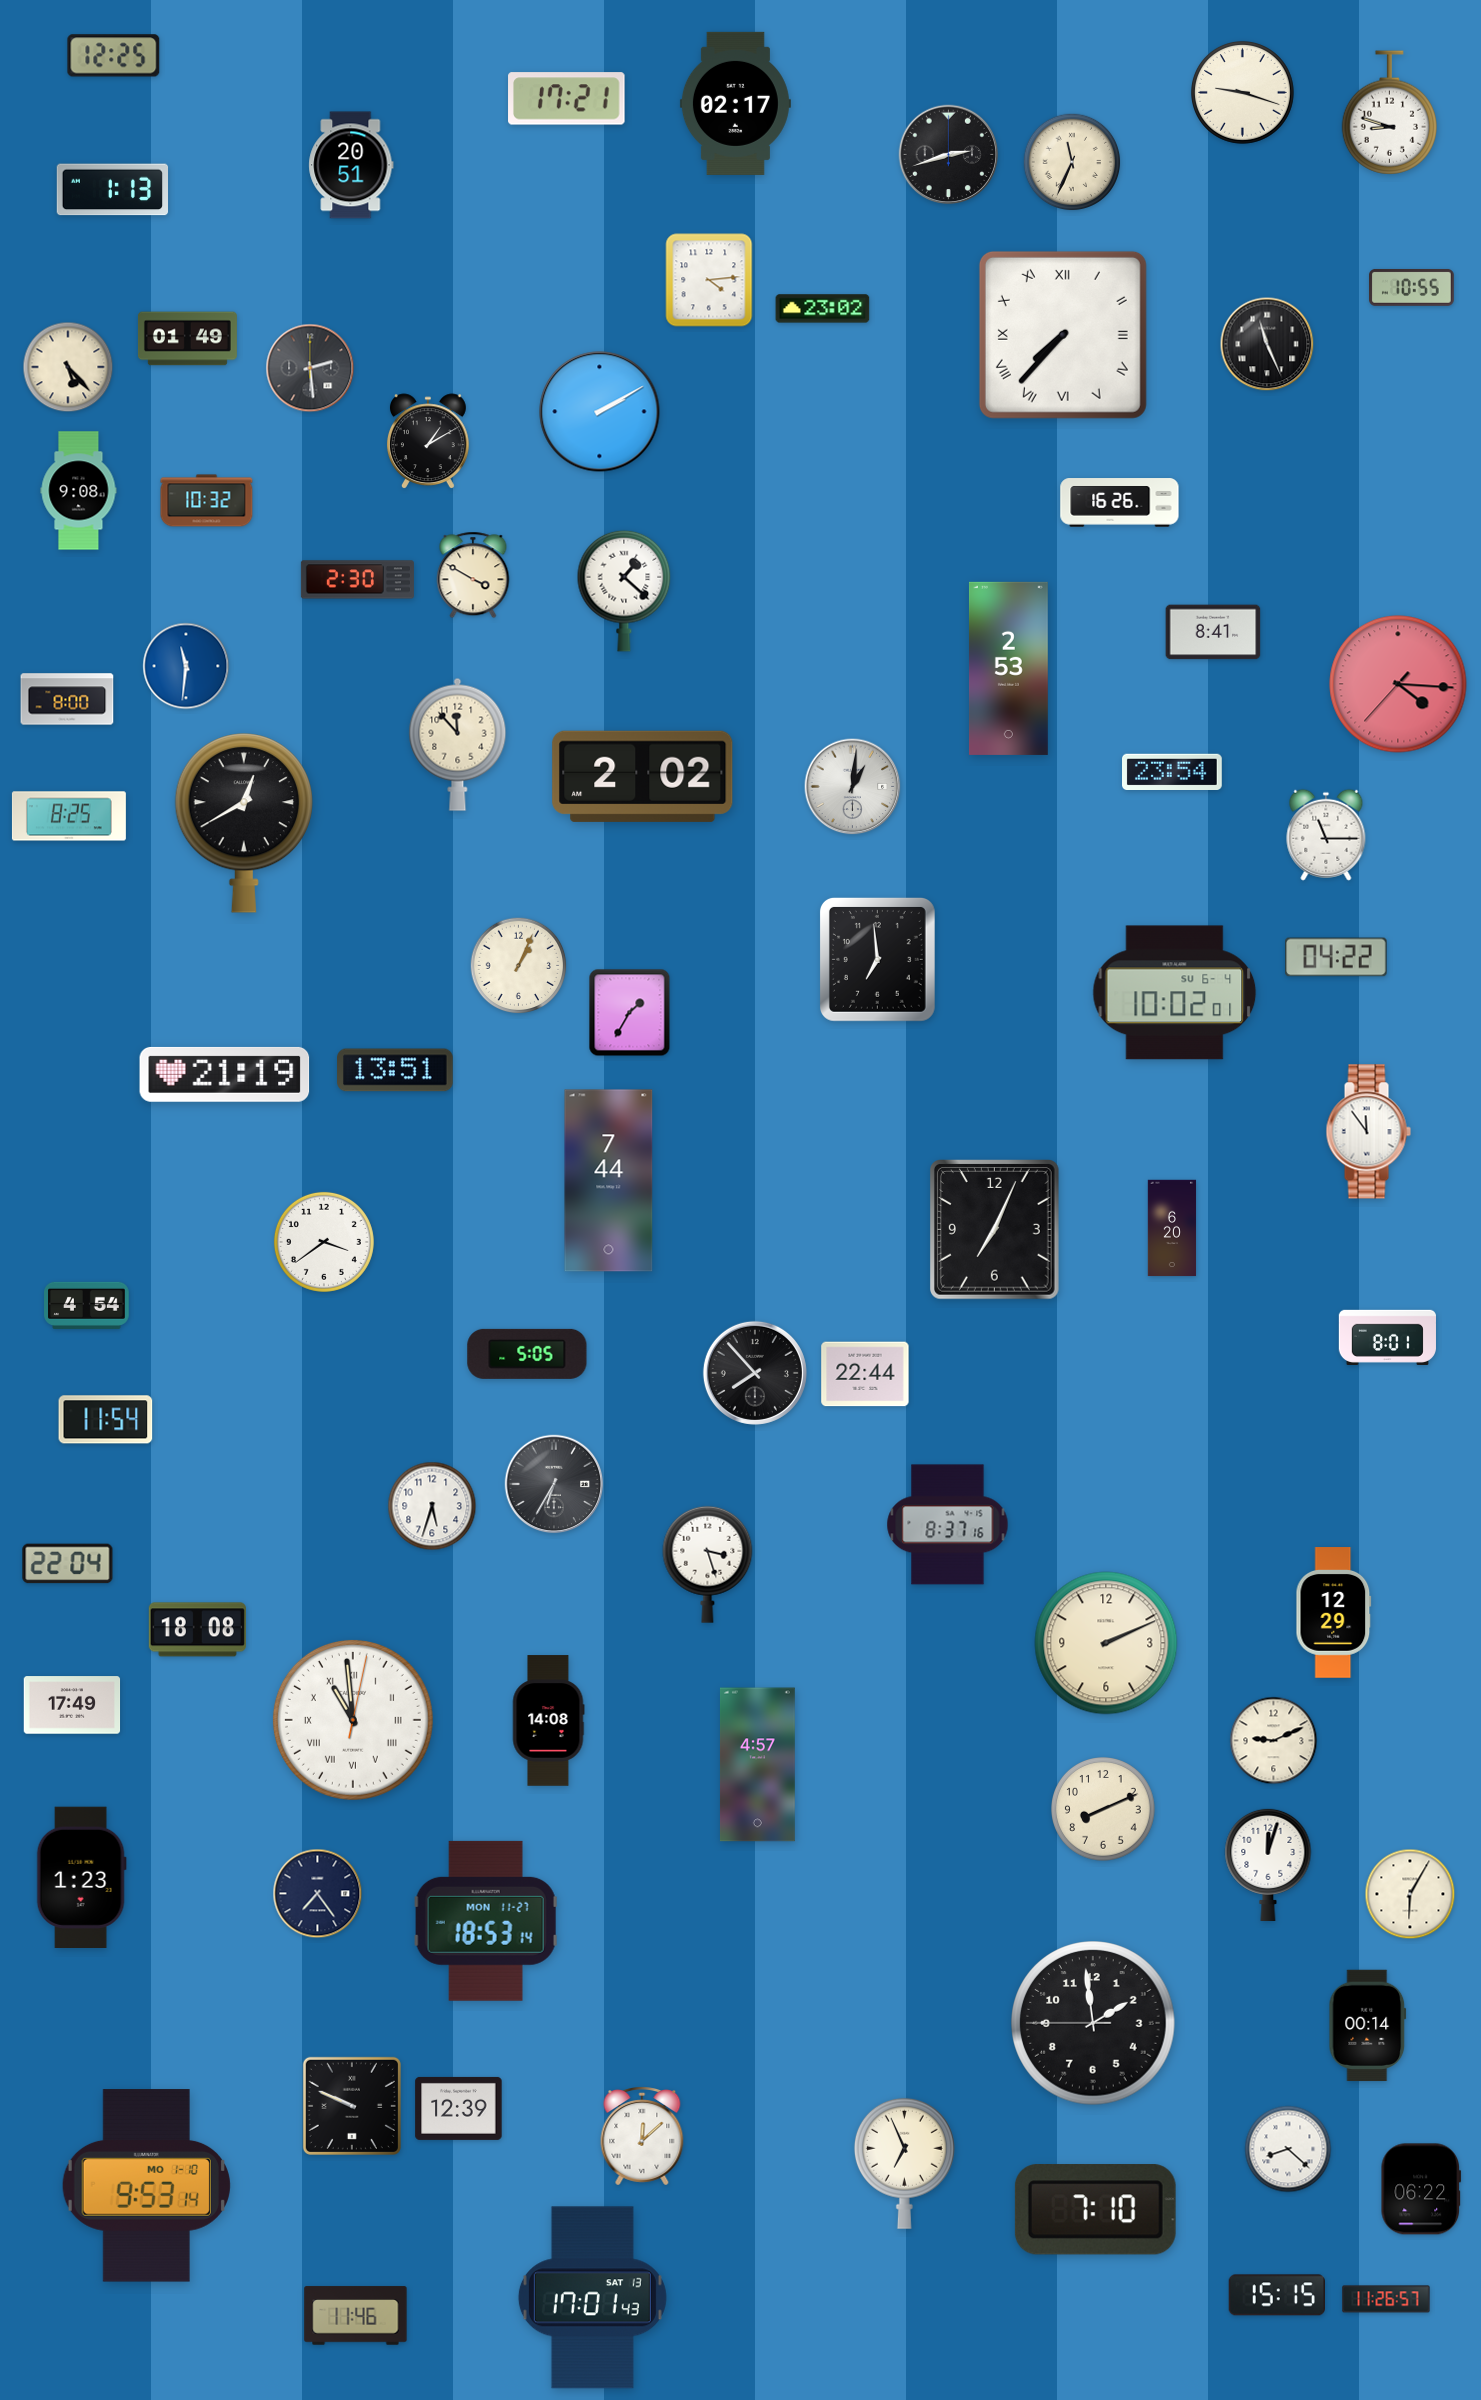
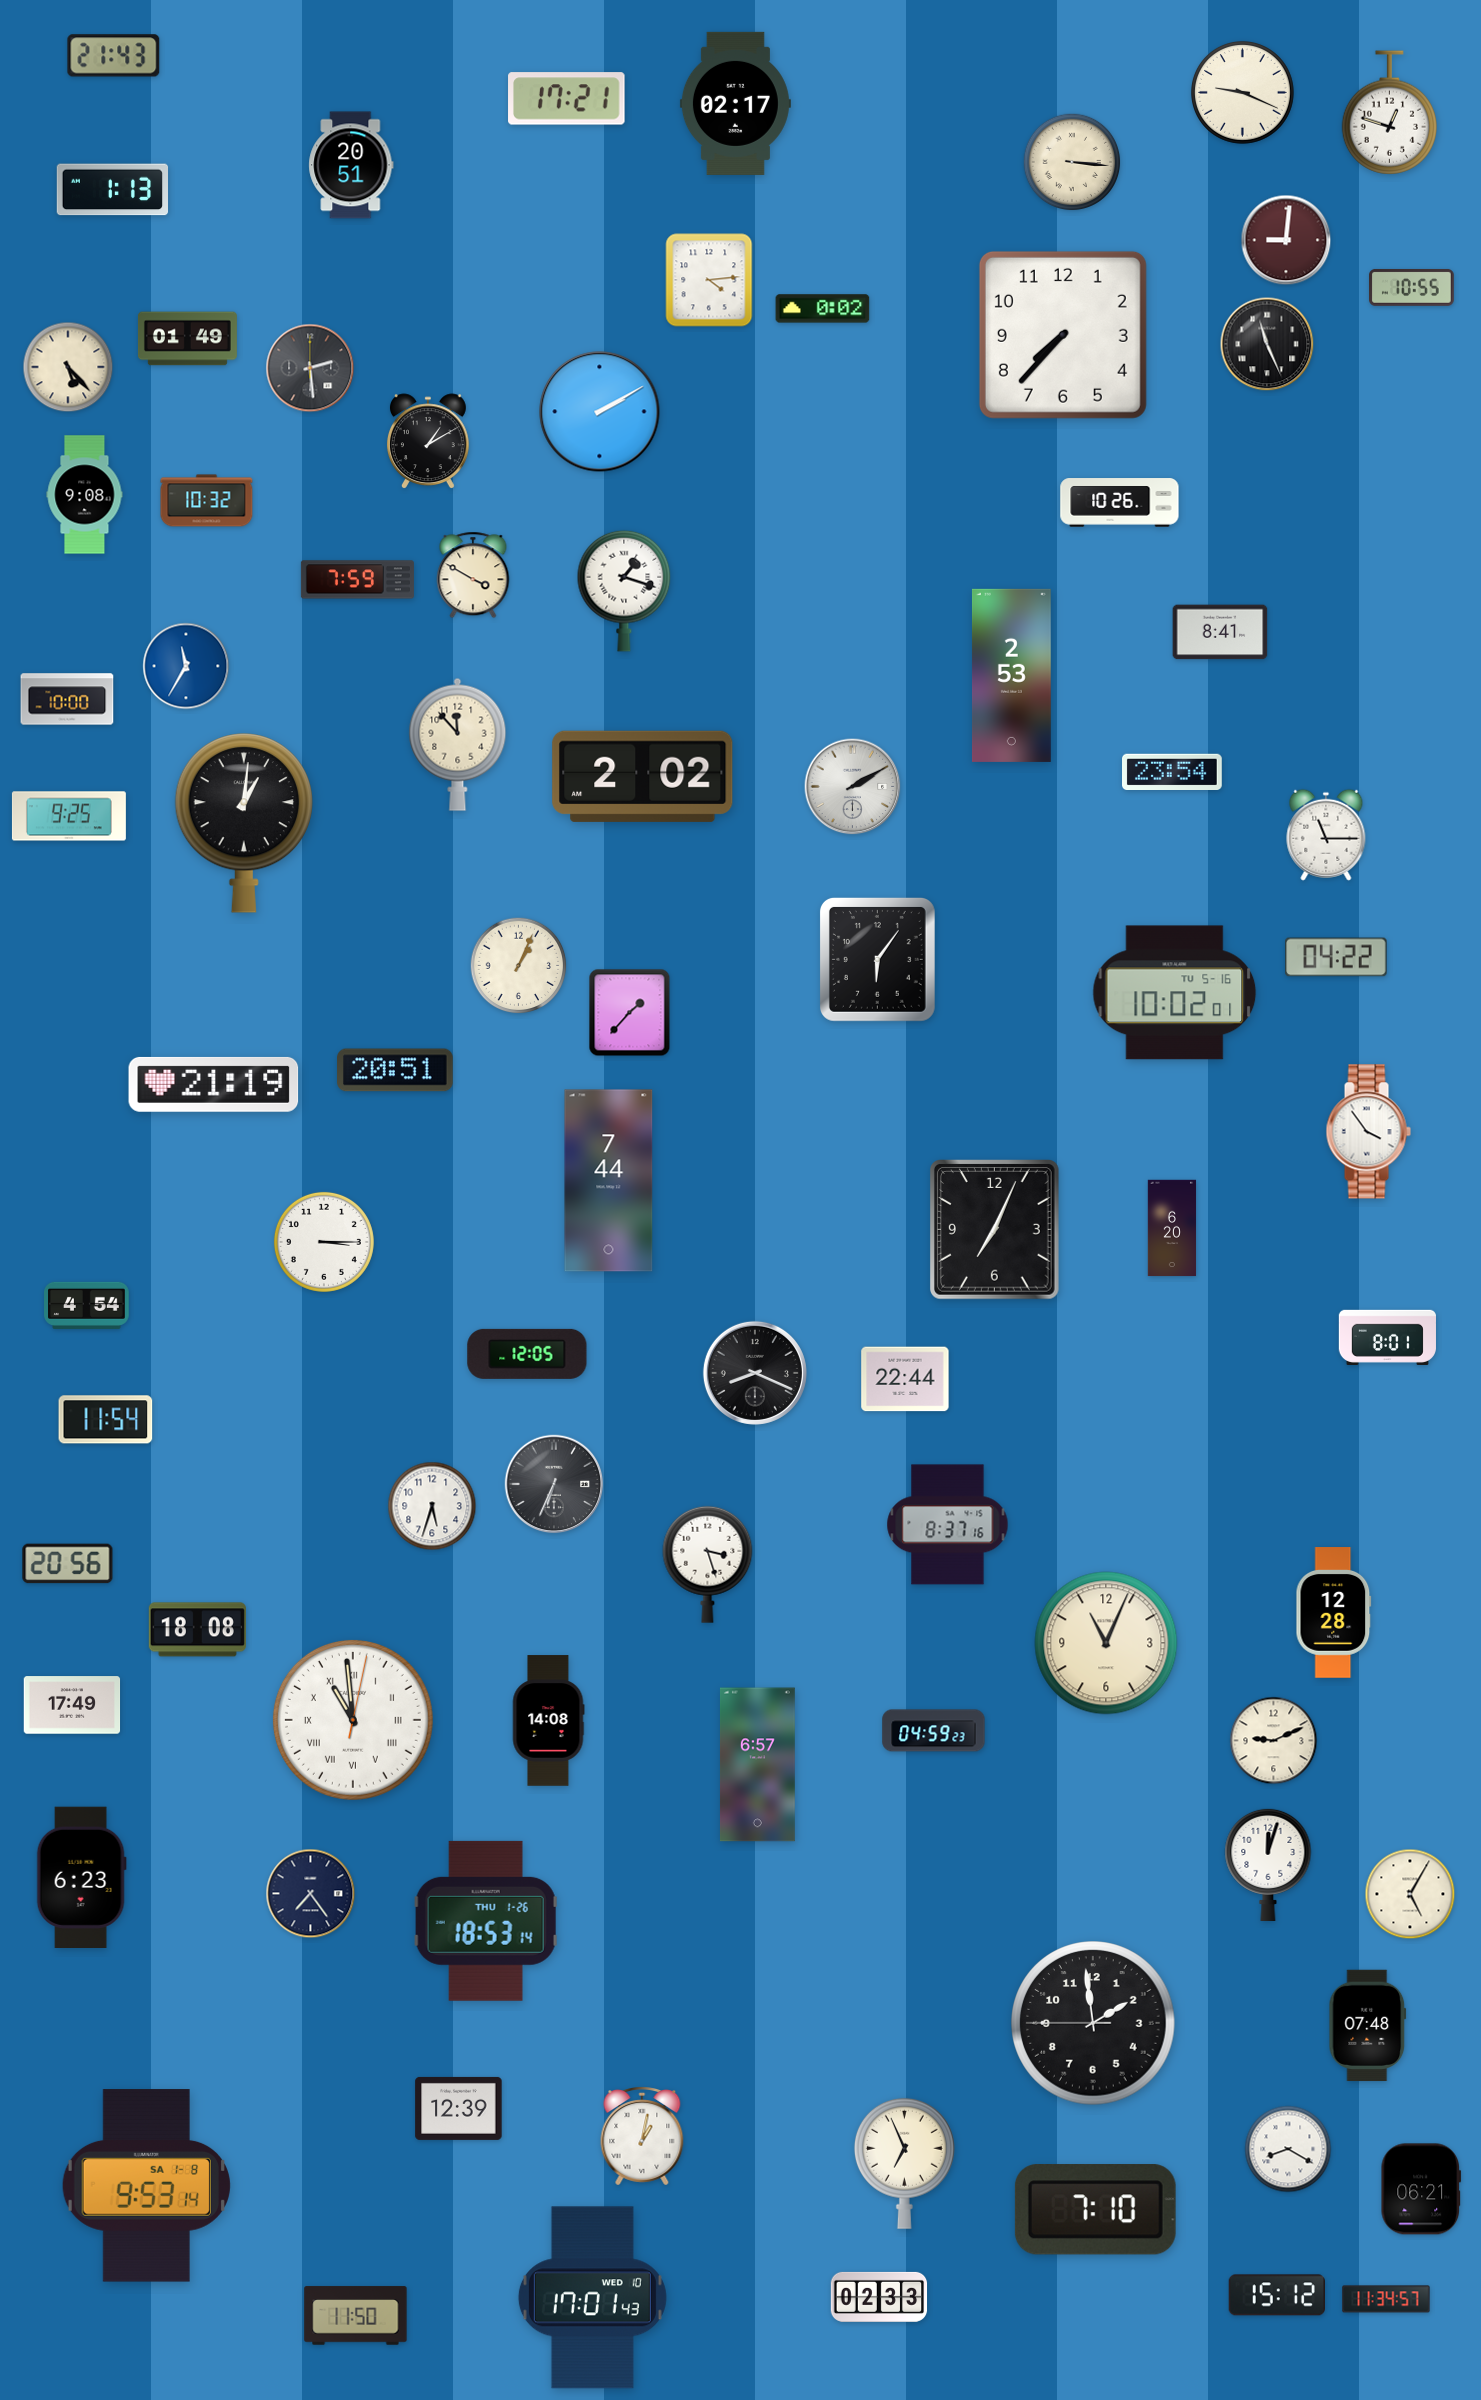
clock at (114, 56): 12:25 -> 21:43
clock at (1242, 92): 9:18 -> 9:19
clock at (1389, 113): 8:48 -> 12:48
clock at (949, 155): 2:42 -> none
clock at (1072, 162): 11:34 -> 3:16
clock at (1286, 240): none -> 9:01
clock at (823, 309): 23:02 -> 0:02
clock at (1063, 335) numerals: Roman -> Arabic
clock at (79, 491) position: (79, 491) -> (85, 495)
clock at (1120, 503): 16:26 -> 10:26
clock at (357, 580): 2:30 -> 7:59
clock at (624, 591): 1:22 -> 1:18
clock at (1213, 632) position: (1213, 632) -> (1220, 632)
clock at (186, 666): 11:31 -> 11:35
clock at (1008, 668) position: (1008, 668) -> (1011, 675)
clock at (1398, 684): 4:15 -> none
clock at (67, 699): 8:00 -> 10:00
clock at (853, 787): 1:01 -> 2:10
clock at (69, 816): 8:25 -> 9:25
clock at (244, 823): 12:40 -> 1:01
clock at (877, 959): 6:59 -> 6:06
clock at (1175, 993) date: SU 6-4 -> TU 5-16
clock at (630, 1013): 1:35 -> 1:37
clock at (395, 1070): 13:51 -> 20:51
clock at (225, 1074) position: (225, 1074) -> (214, 1084)
clock at (1368, 1132): 11:54 -> 3:54
clock at (324, 1242): 3:39 -> 3:15
clock at (527, 1354): 5:05 -> 12:05
clock at (755, 1373): 7:53 -> 8:19
clock at (865, 1374) position: (865, 1374) -> (905, 1379)
clock at (554, 1484): 6:35 -> 6:34
clock at (68, 1564): 22:04 -> 20:56
clock at (1334, 1613): 12:29 -> 12:28
clock at (1106, 1643): 2:11 -> 11:04
clock at (934, 1731): none -> 04:59
clock at (757, 1765): 4:57 -> 6:57
clock at (1104, 1810): 8:11 -> none
clock at (81, 1877): 1:23 -> 6:23
clock at (318, 1894) position: (318, 1894) -> (311, 1894)
clock at (1410, 1894): 6:05 -> 5:05
clock at (486, 1921) date: MON 11-27 -> THU 1-26
clock at (1368, 2026): 00:14 -> 07:48
clock at (352, 2106): 9:49 -> none
clock at (642, 2137): 12:08 -> 1:02
clock at (1288, 2149): 8:22 -> 8:20
clock at (146, 2186) date: MO 1-10 -> SA 1-8
clock at (1421, 2189): 06:22 -> 06:21
clock at (1277, 2295): 15:15 -> 15:12
clock at (879, 2297): none -> 02:33
clock at (592, 2298) date: SAT 13 -> WED 10
clock at (1386, 2299): 11:26 -> 11:34
clock at (356, 2316): 11:46 -> 11:50
